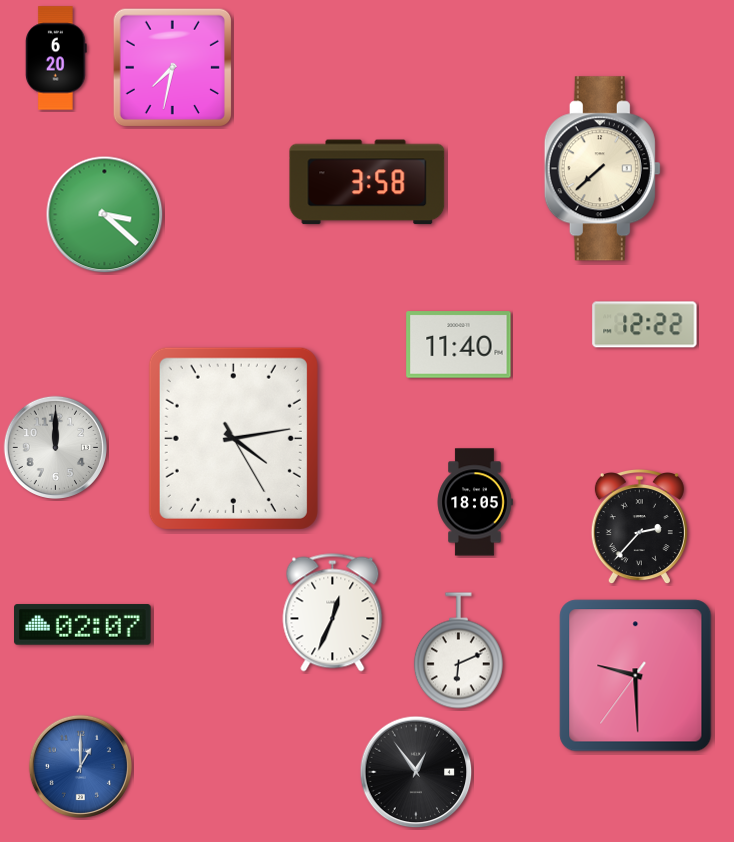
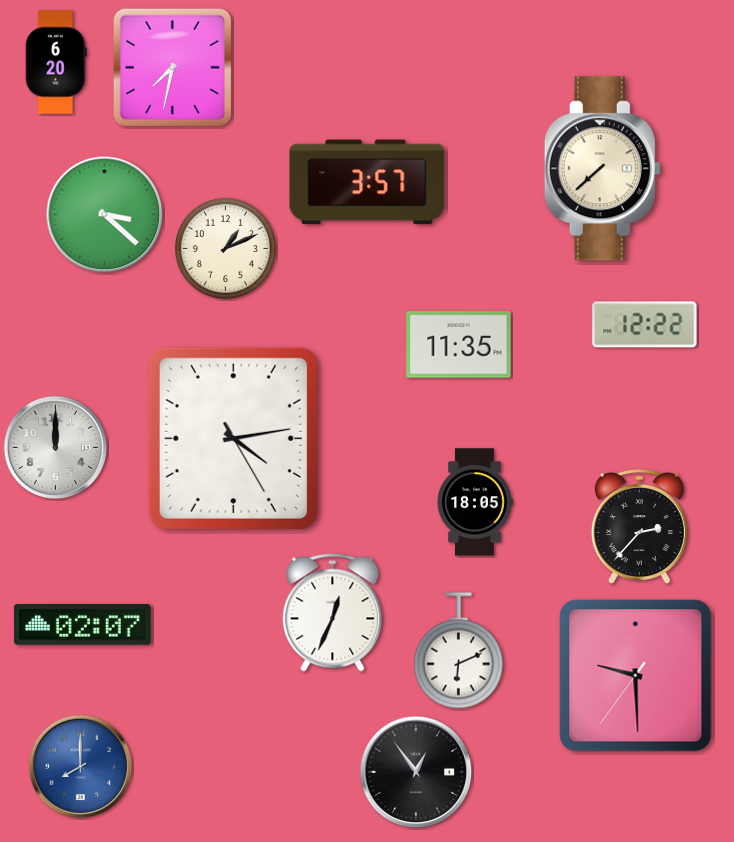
clock at (56, 58) position: (56, 58) -> (56, 62)
clock at (367, 182): 3:58 -> 3:57
clock at (225, 248): none -> 1:11
clock at (459, 345): 11:40 -> 11:35
clock at (80, 766): 1:00 -> 8:00
